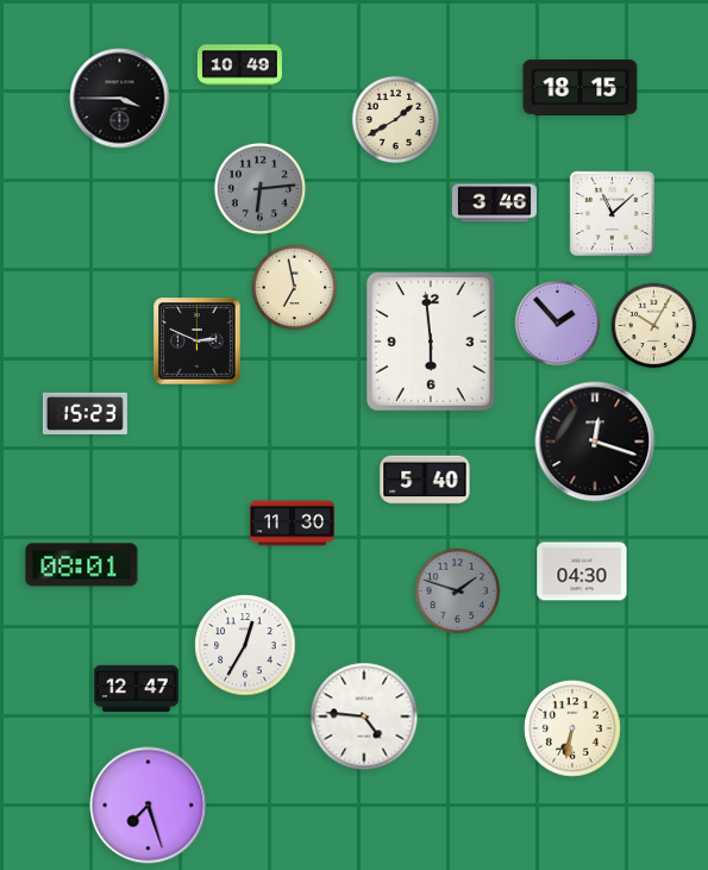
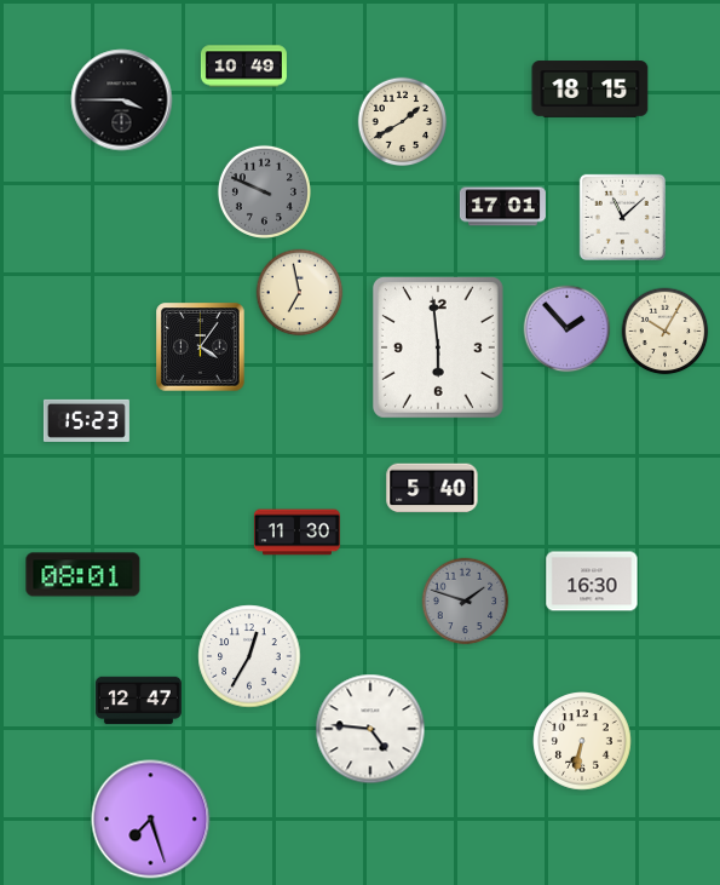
clock at (259, 188): 6:14 -> 9:49
clock at (494, 204): 3:46 -> 17:01
clock at (198, 342): 2:49 -> 4:06
clock at (595, 442): 12:18 -> none
clock at (582, 571): 04:30 -> 16:30
